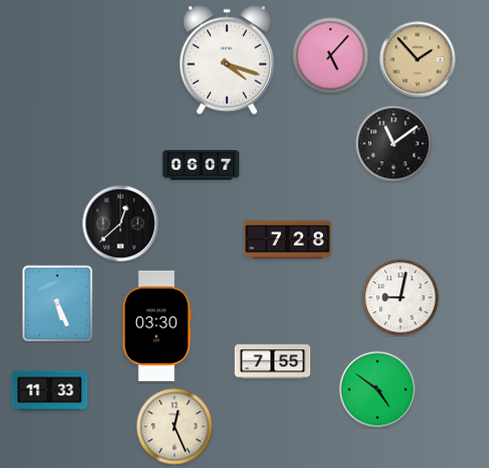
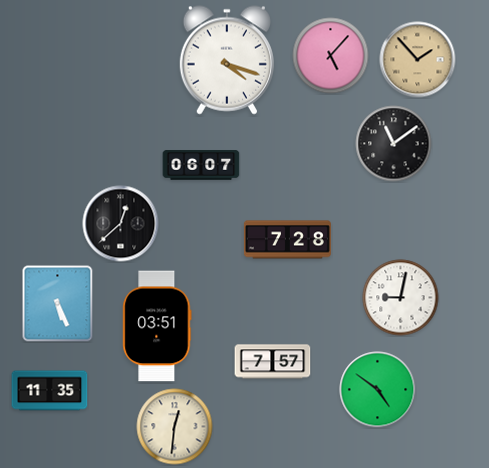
clock at (157, 326): 03:30 -> 03:51
clock at (273, 362): 7:55 -> 7:57
clock at (50, 391): 11:33 -> 11:35
clock at (175, 427): 12:26 -> 12:31
